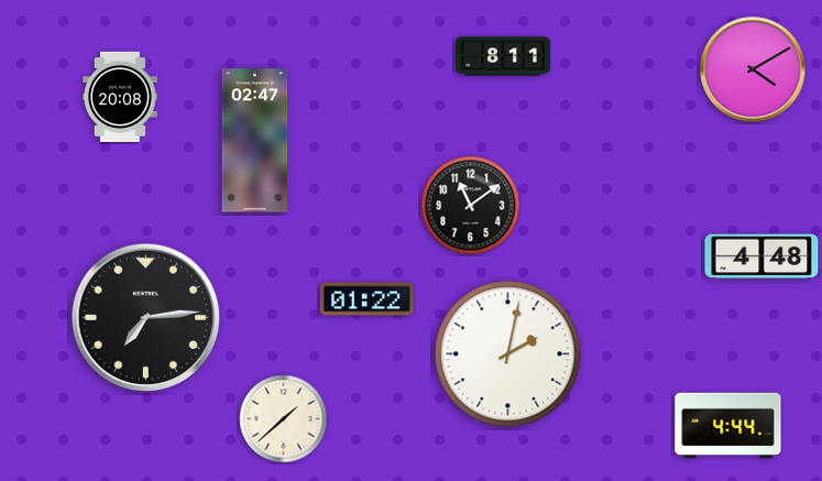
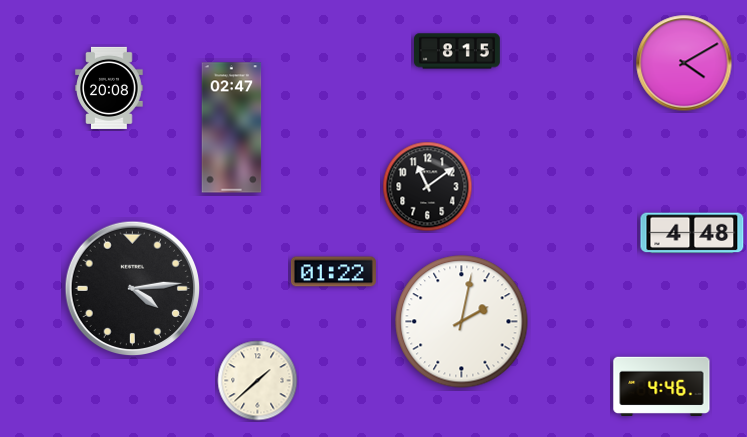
clock at (504, 56): 8:11 -> 8:15
clock at (146, 318): 7:14 -> 4:14
clock at (728, 425): 4:44 -> 4:46
